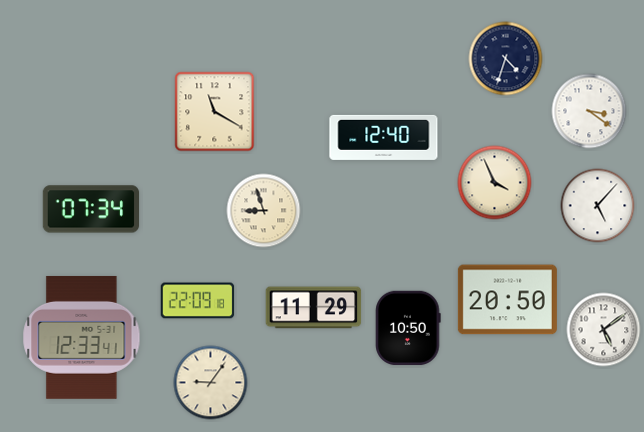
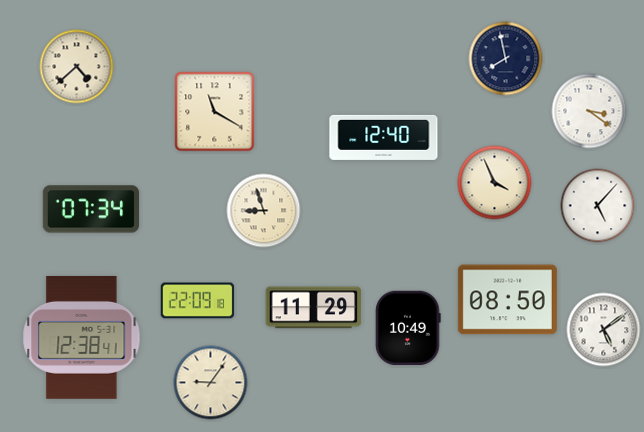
clock at (506, 59): 4:33 -> 7:58
clock at (77, 67): none -> 4:38
clock at (507, 300): 20:50 -> 08:50
clock at (408, 328): 10:50 -> 10:49
clock at (82, 337): 12:33 -> 12:38
